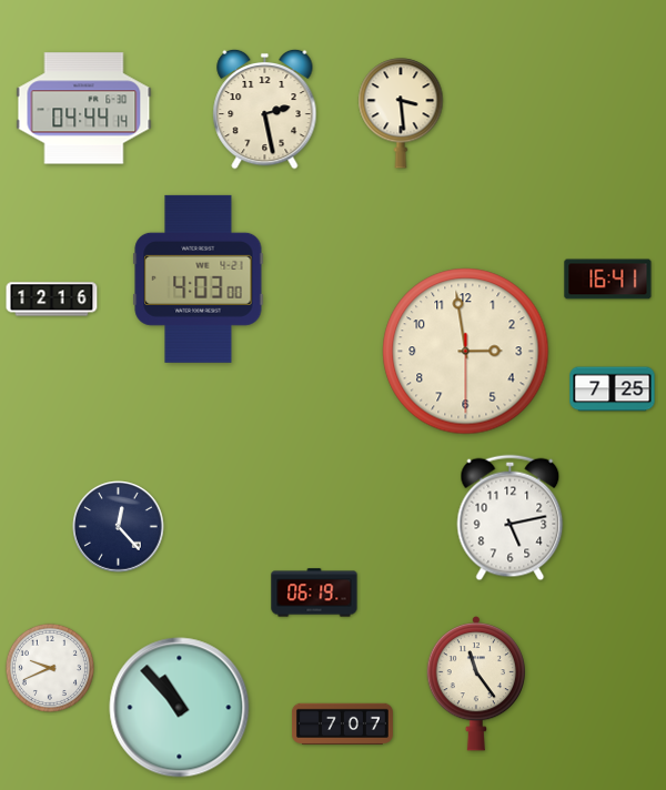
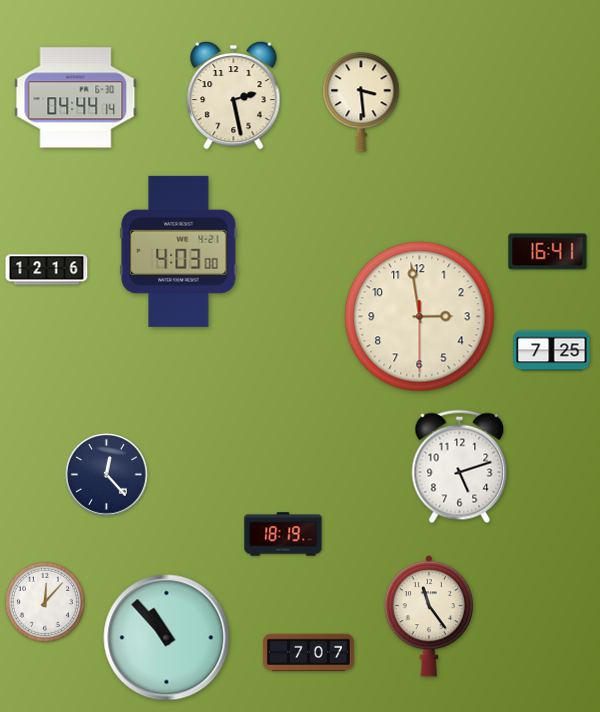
clock at (265, 109) position: (265, 109) -> (234, 95)
clock at (511, 518): 5:13 -> 5:12
clock at (314, 592): 06:19 -> 18:19
clock at (50, 668): 9:41 -> 12:07
clock at (180, 708) position: (180, 708) -> (167, 638)
